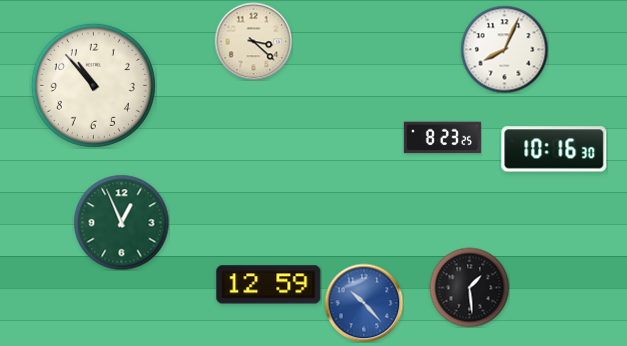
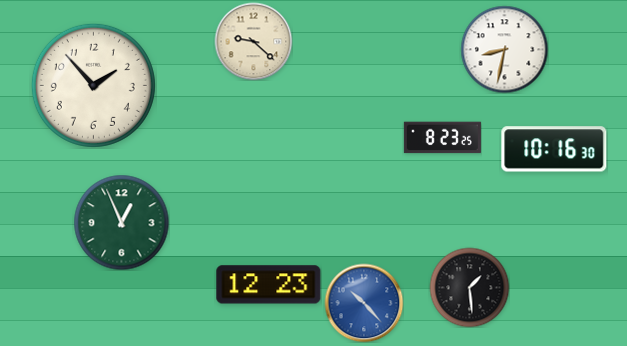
clock at (253, 41): 3:22 -> 9:22
clock at (504, 49): 8:04 -> 8:32
clock at (93, 85): 10:53 -> 1:53
clock at (269, 285): 12:59 -> 12:23
